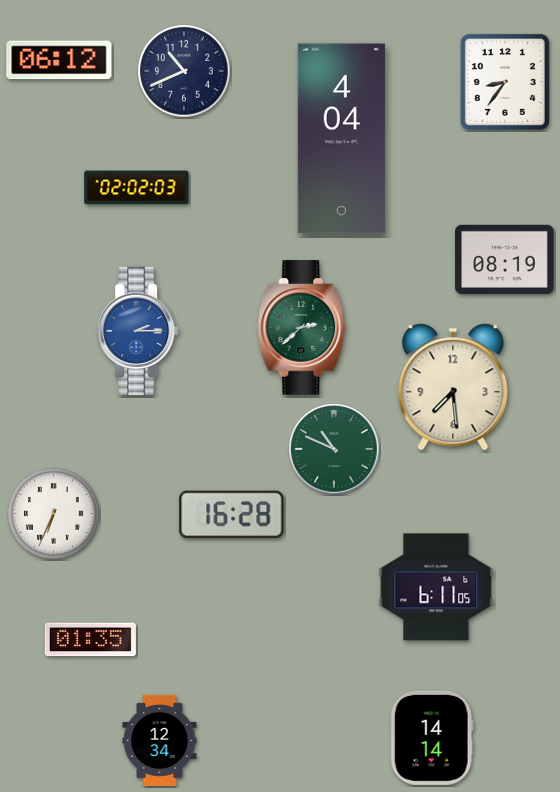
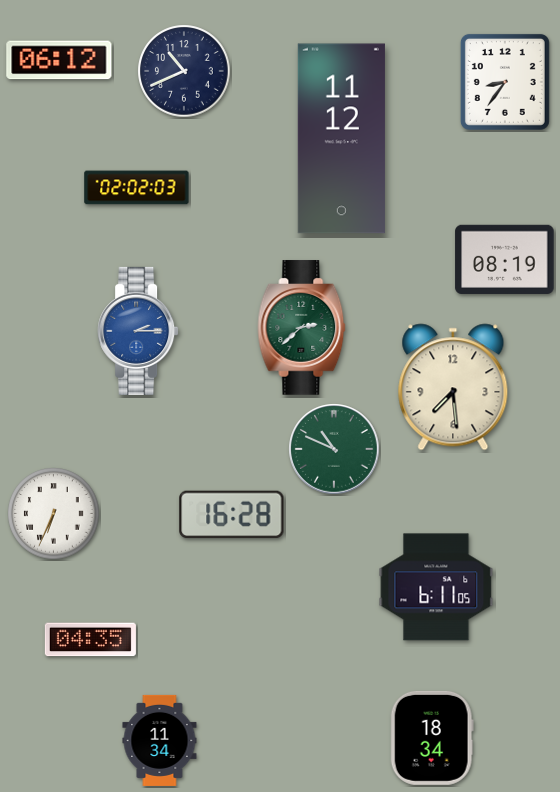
clock at (341, 139): 4:04 -> 11:12
clock at (90, 640): 01:35 -> 04:35
clock at (432, 738): 14:14 -> 18:34
clock at (160, 740): 12:34 -> 11:34
